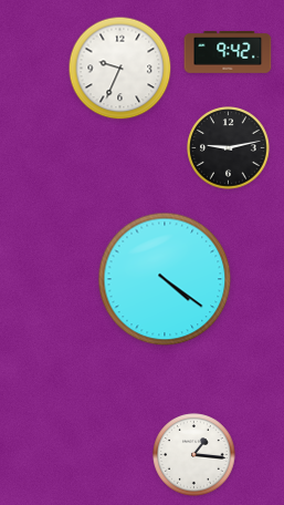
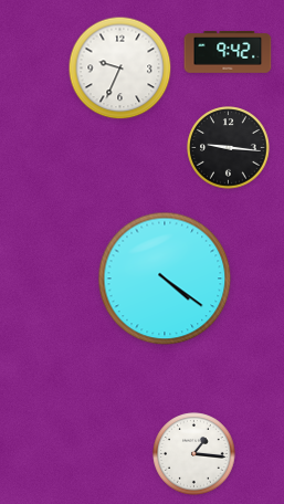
clock at (229, 148): 9:13 -> 9:16
